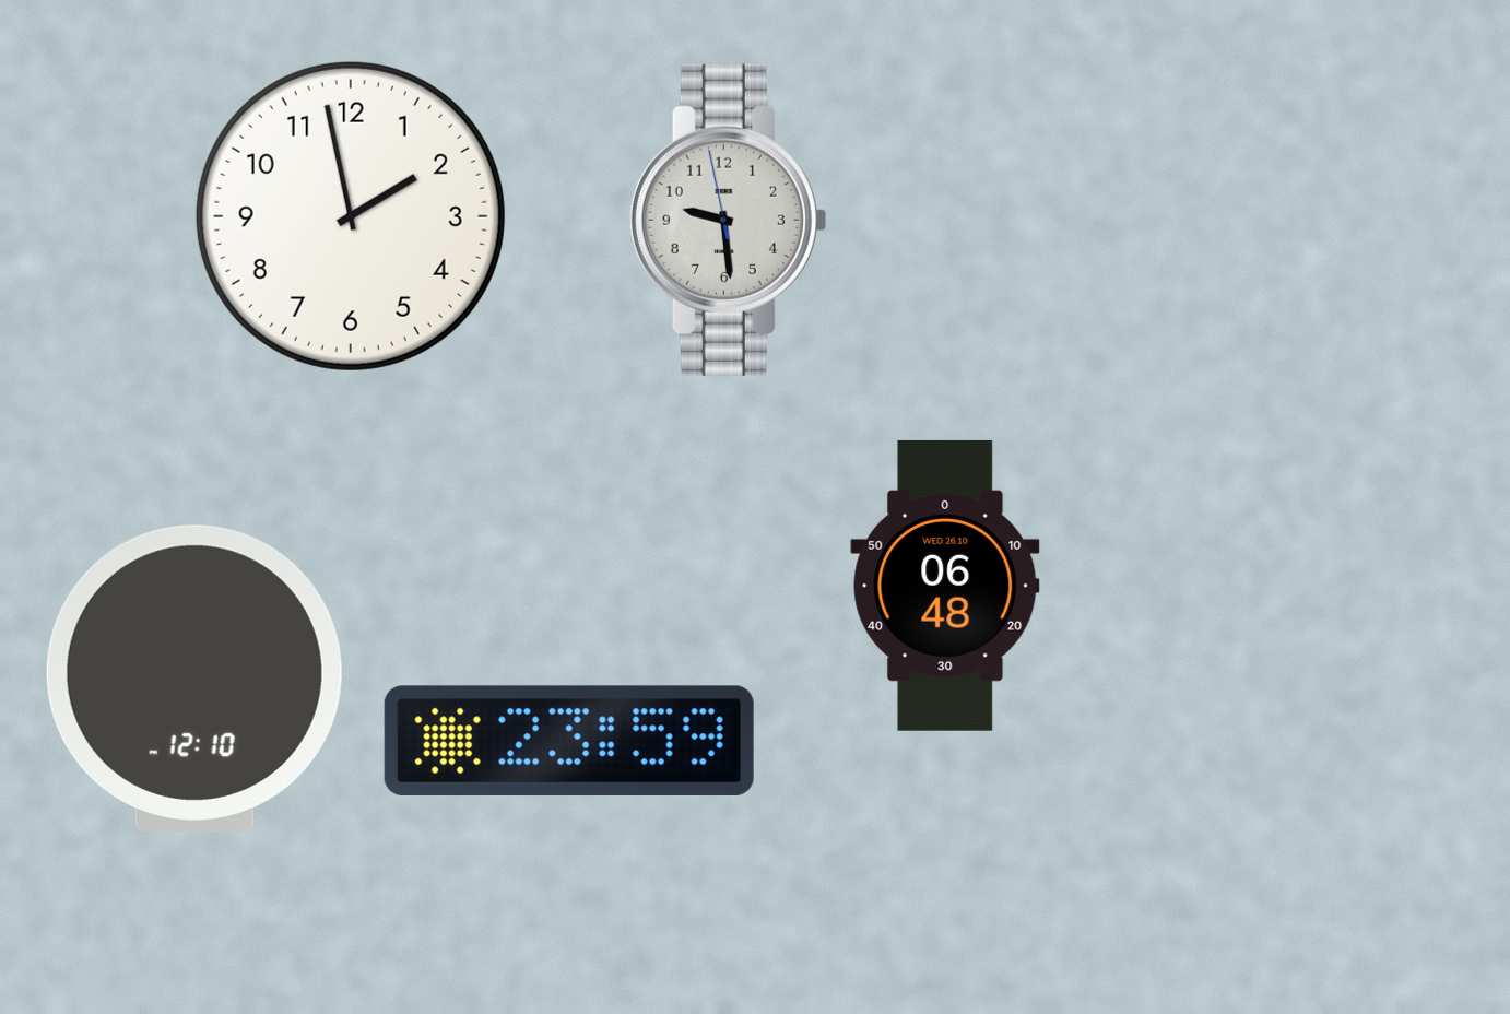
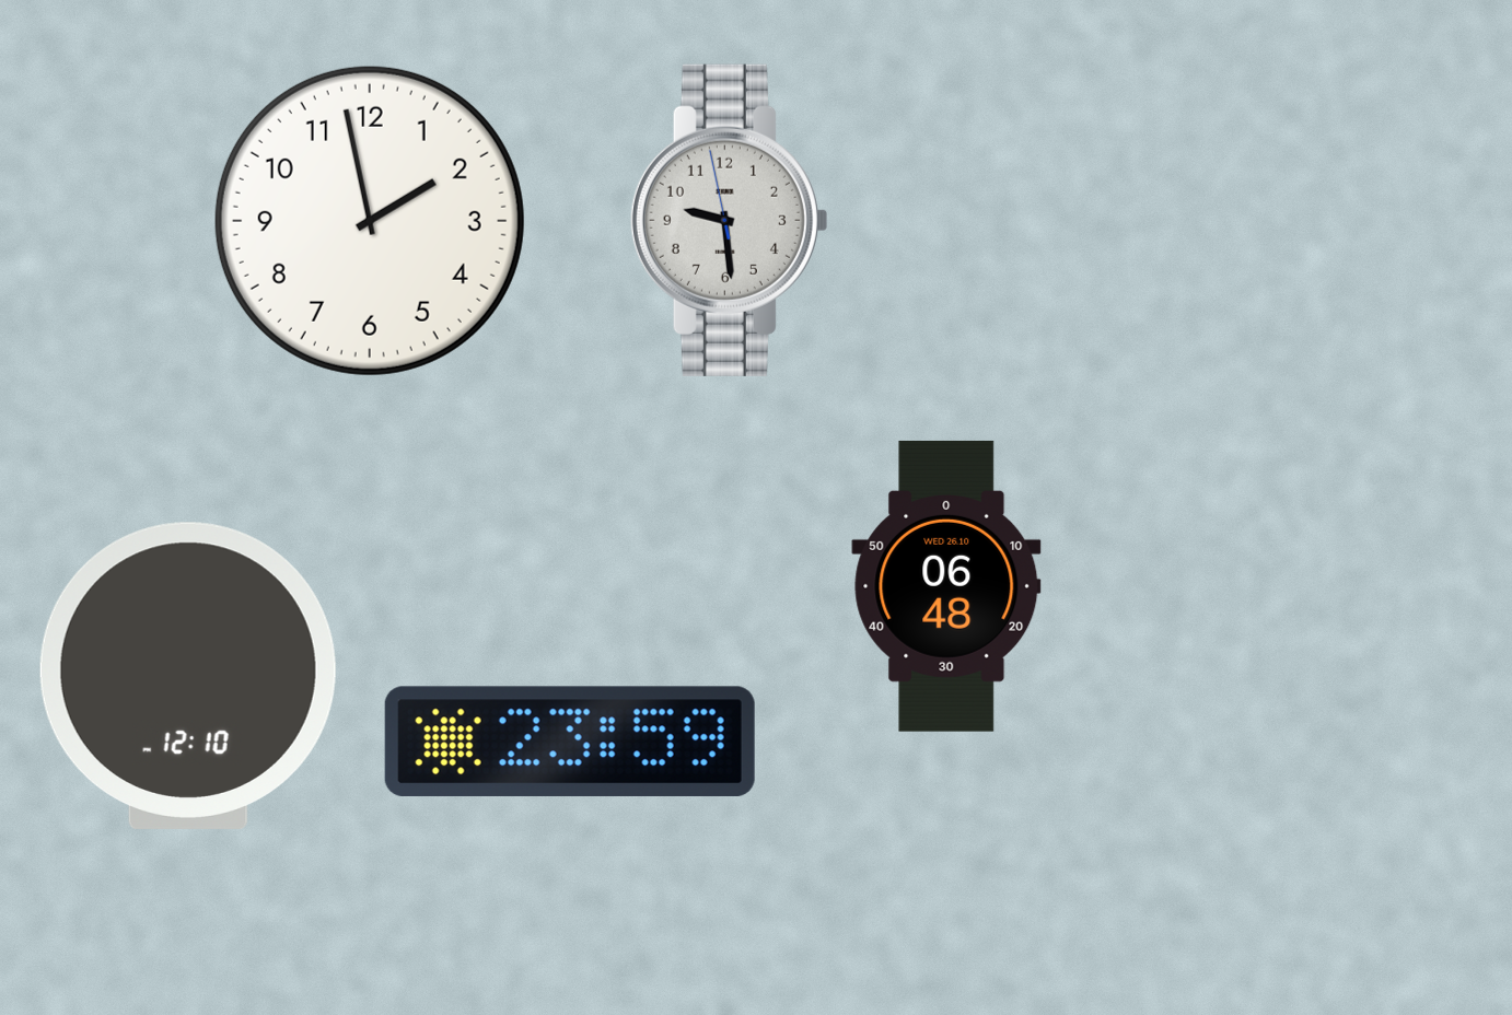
clock at (351, 216) position: (351, 216) -> (370, 221)
clock at (194, 679) position: (194, 679) -> (188, 676)
